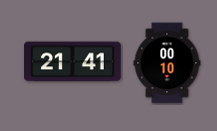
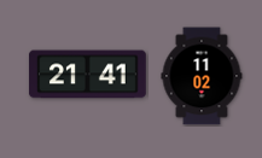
clock at (167, 63): 00:10 -> 11:02
